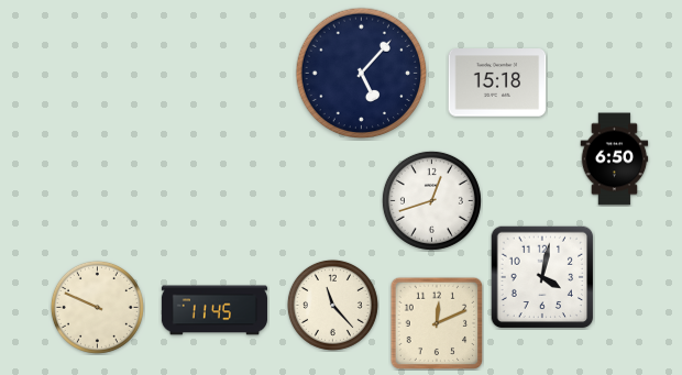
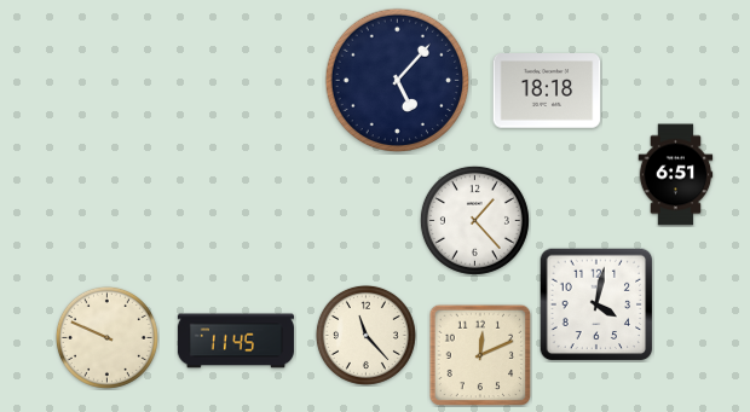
clock at (497, 82): 15:18 -> 18:18
clock at (615, 159): 6:50 -> 6:51
clock at (431, 200): 12:42 -> 1:23
